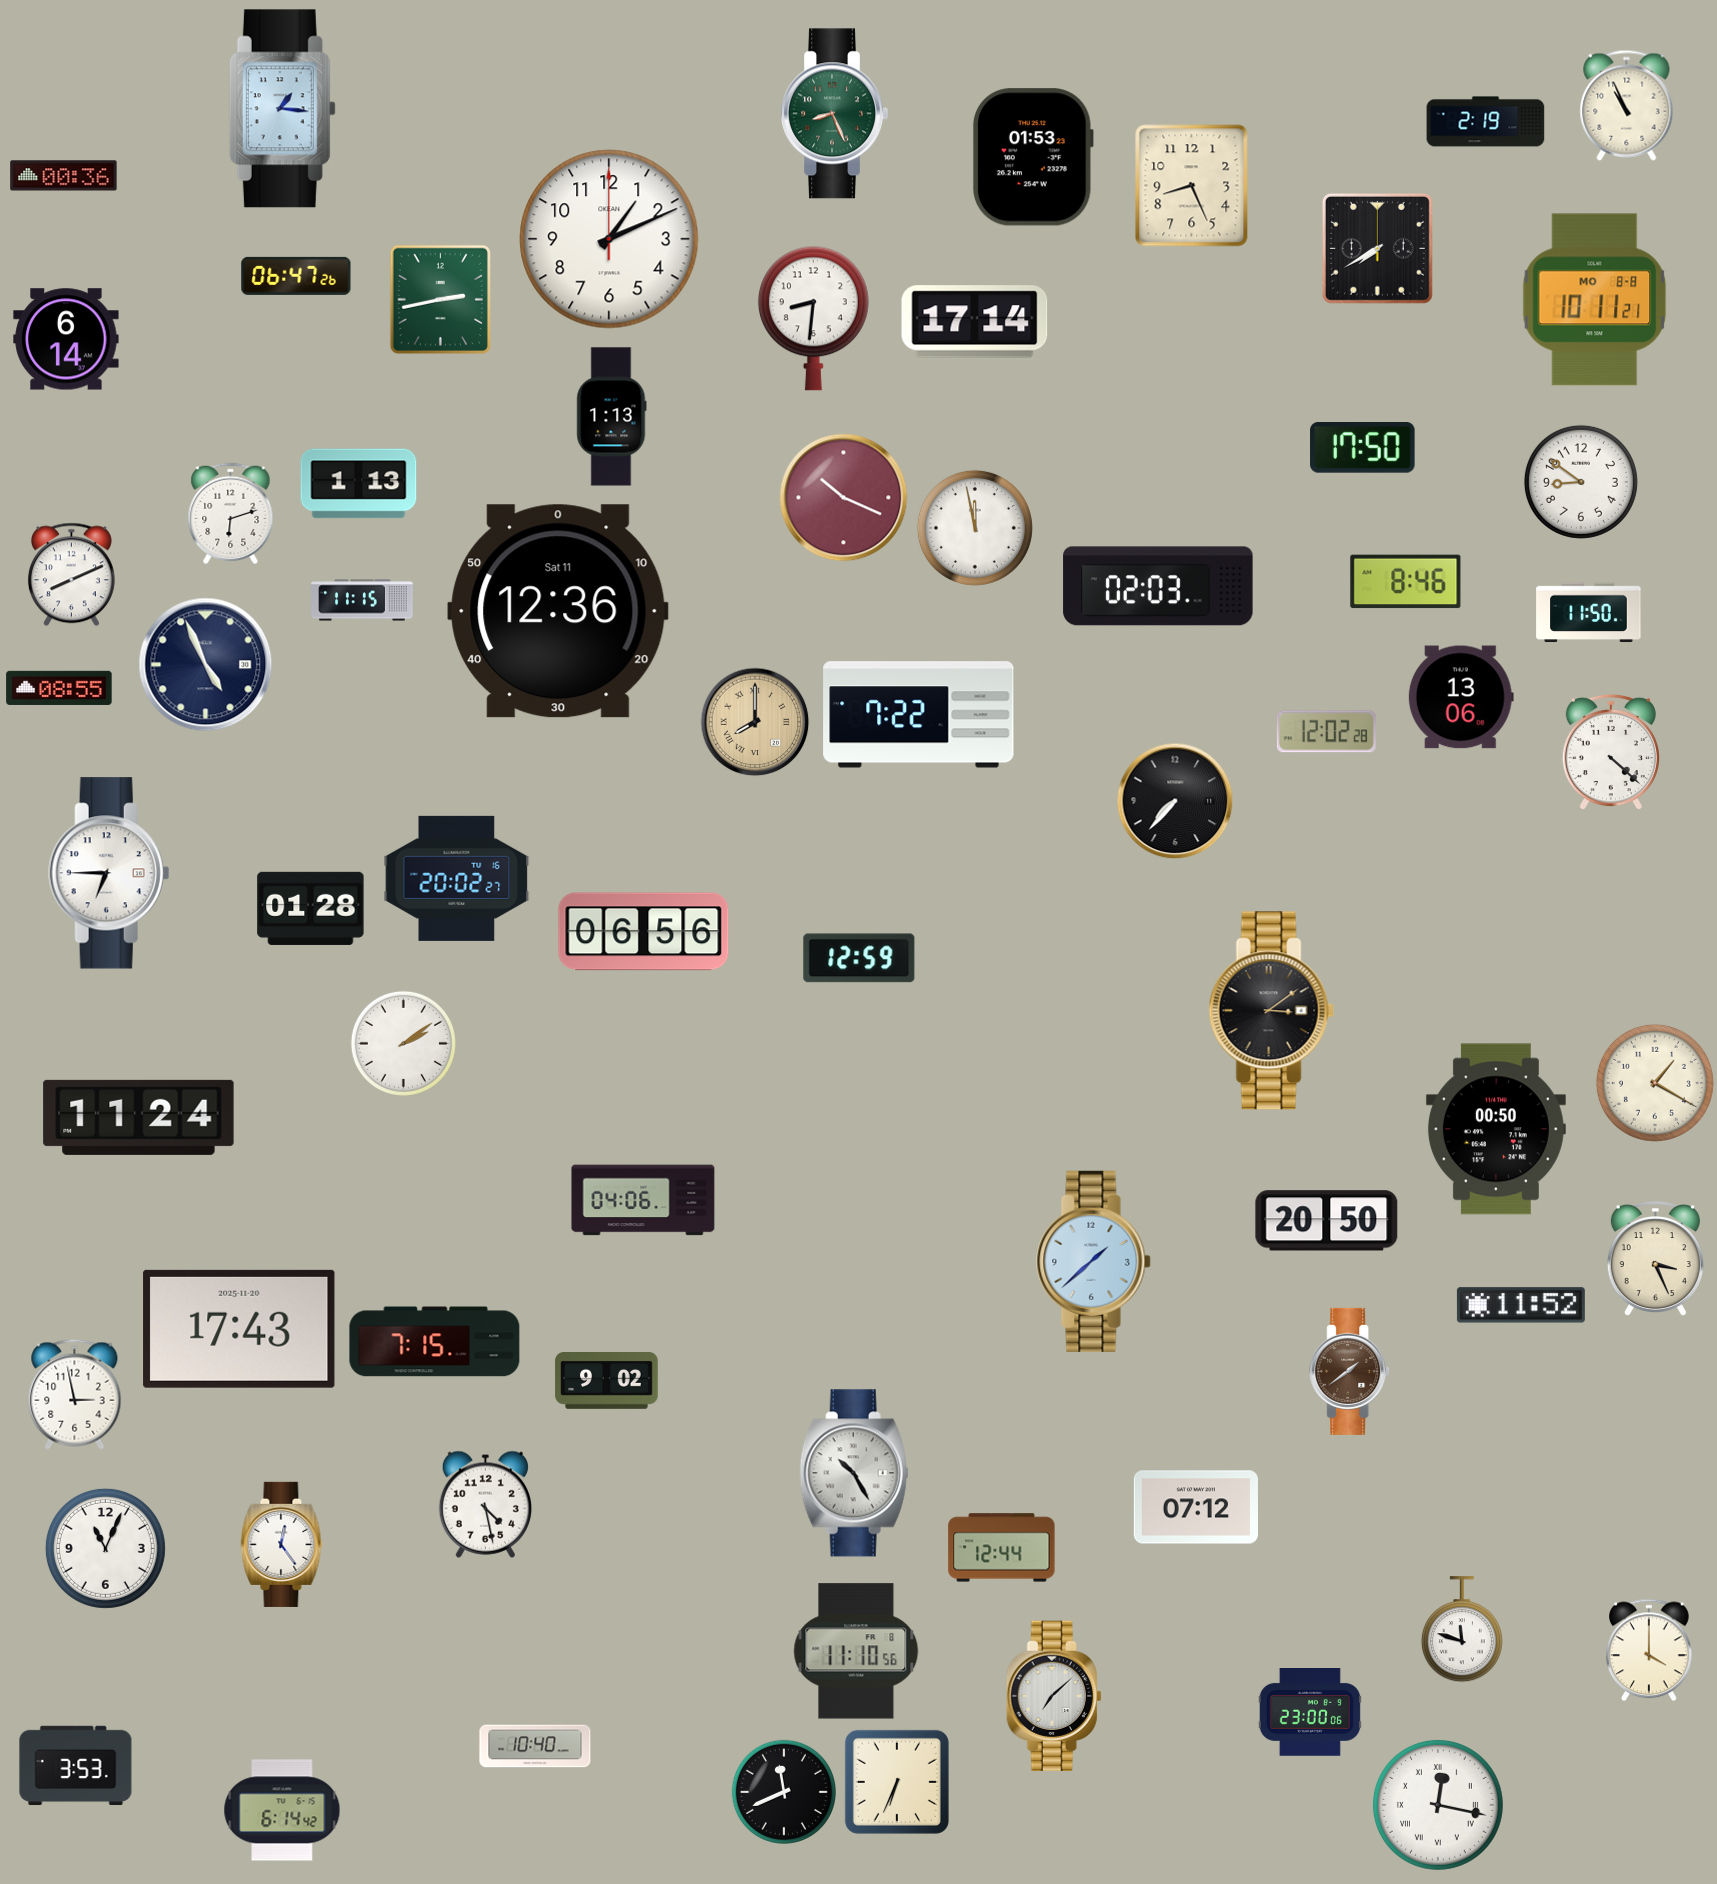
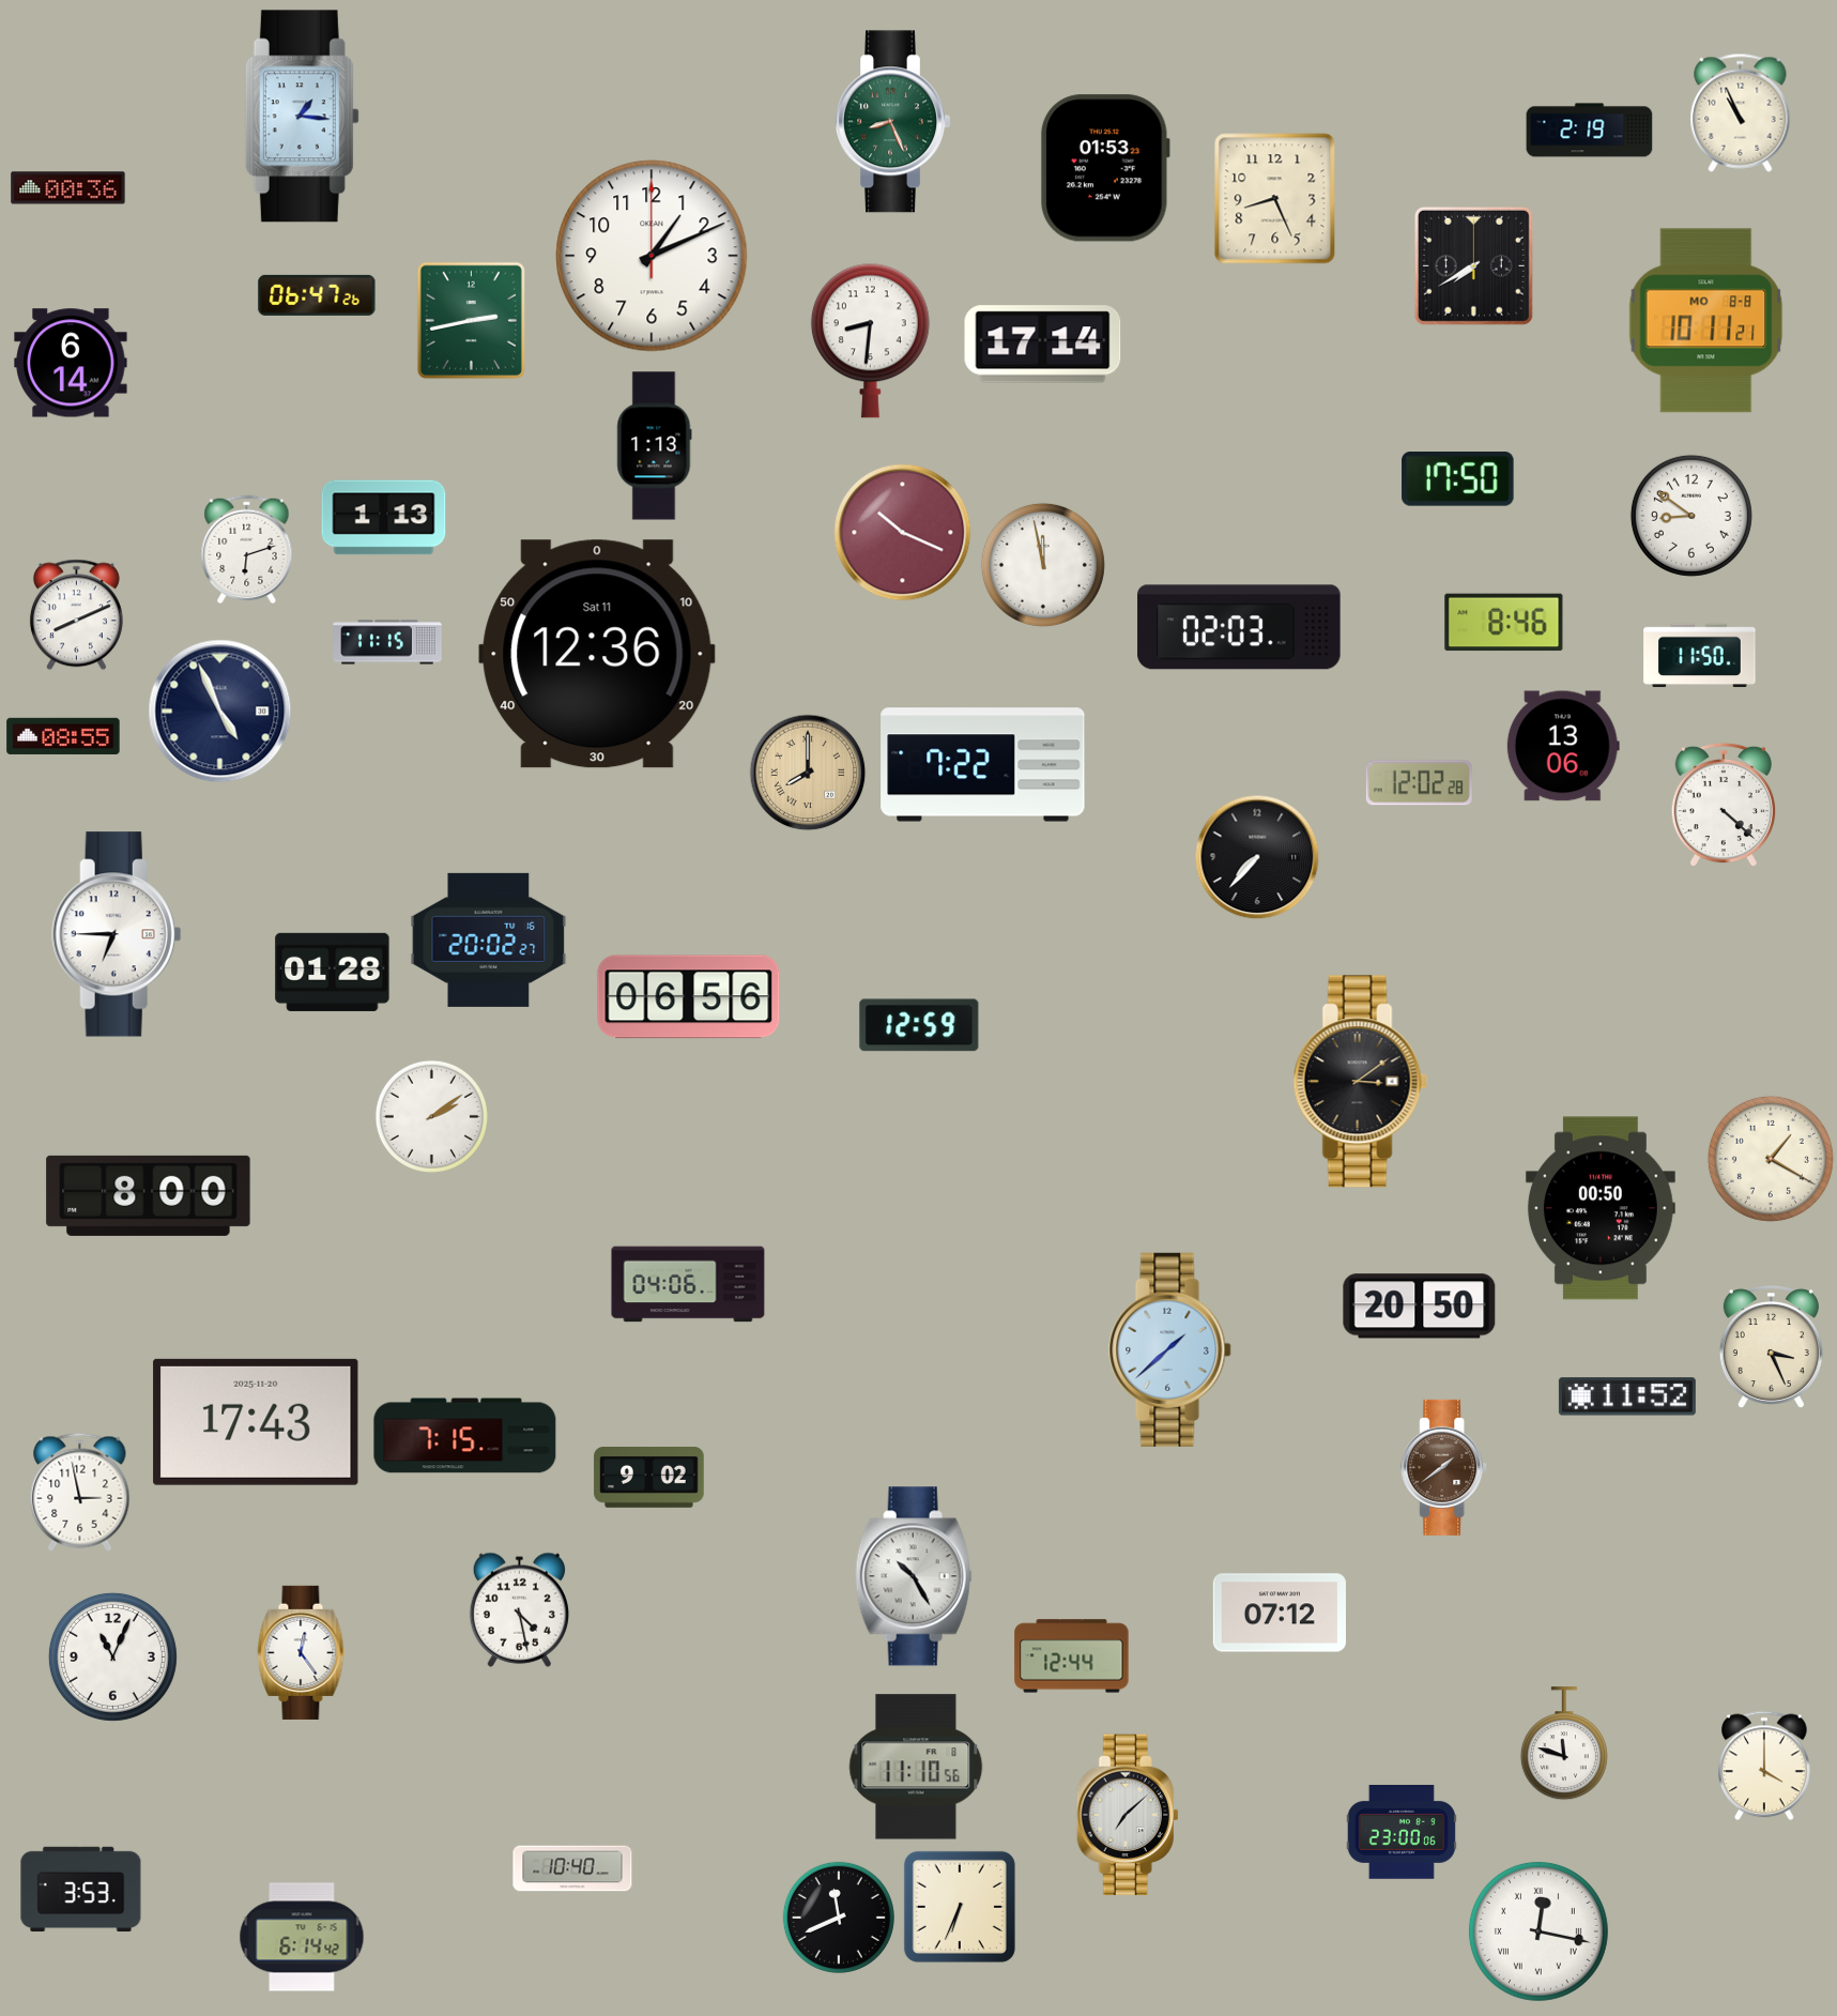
clock at (139, 1117): 11:24 -> 8:00
